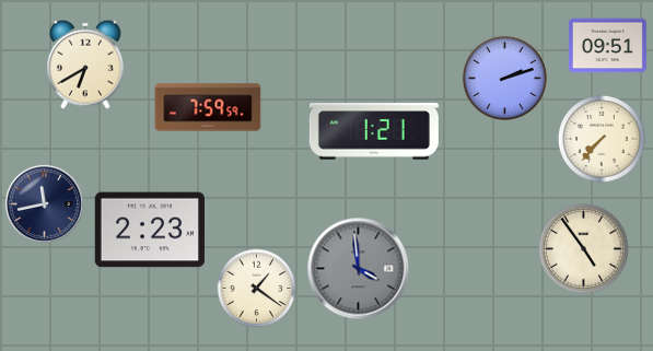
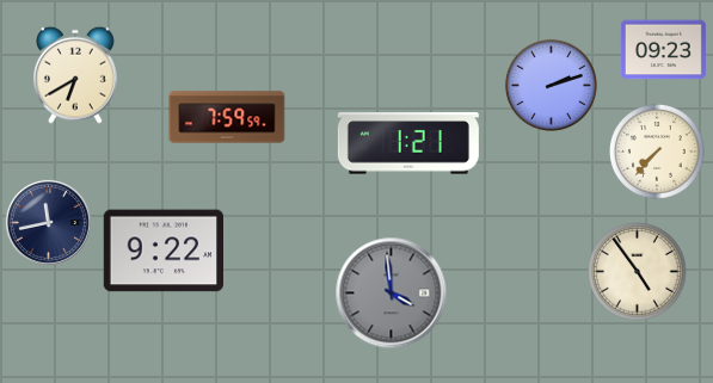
clock at (607, 46): 09:51 -> 09:23
clock at (86, 65) position: (86, 65) -> (76, 75)
clock at (149, 230): 2:23 -> 9:22
clock at (257, 289): 1:21 -> none
